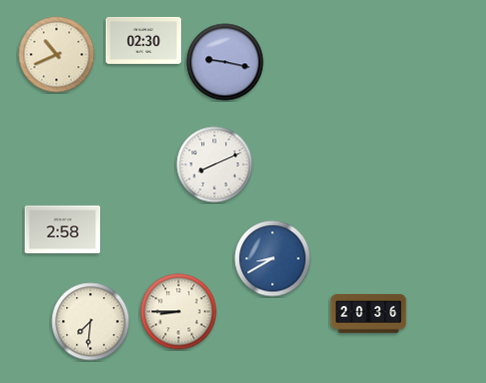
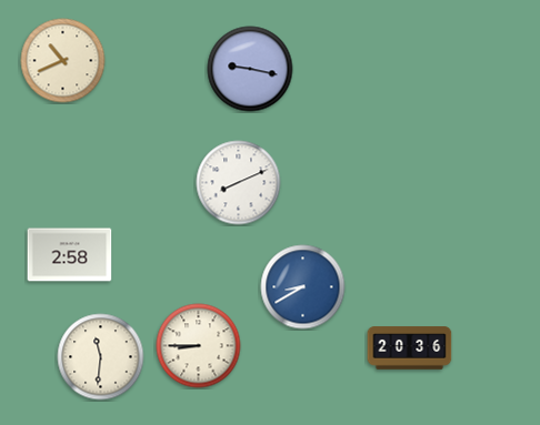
clock at (144, 40): 02:30 -> none
clock at (91, 322): 7:31 -> 11:31
